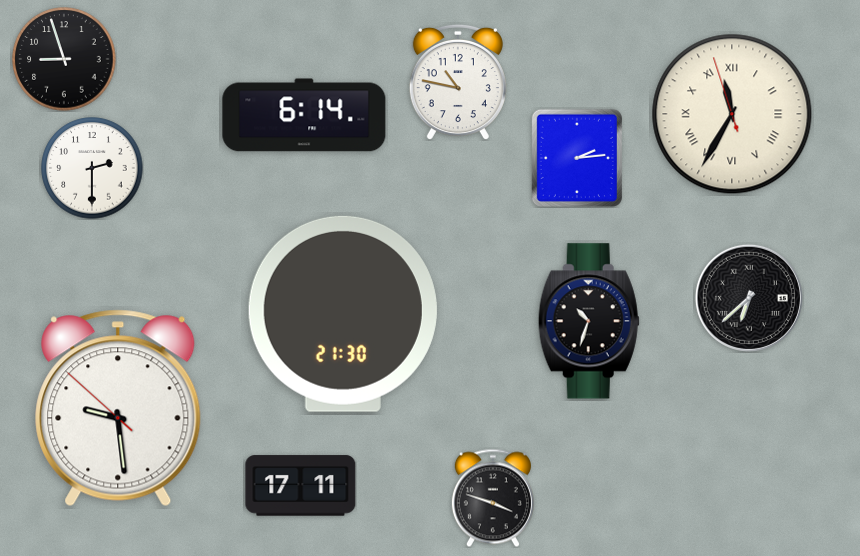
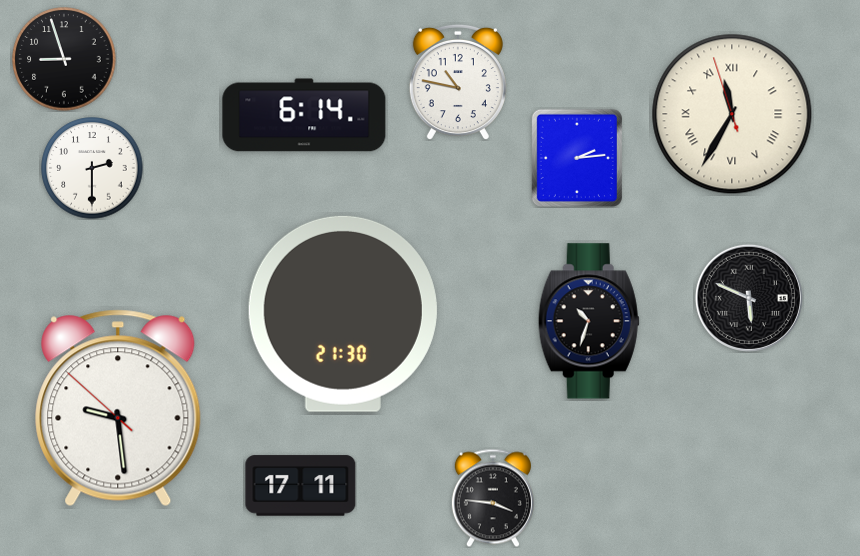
clock at (749, 298): 6:38 -> 5:49
clock at (493, 498): 3:48 -> 3:46
